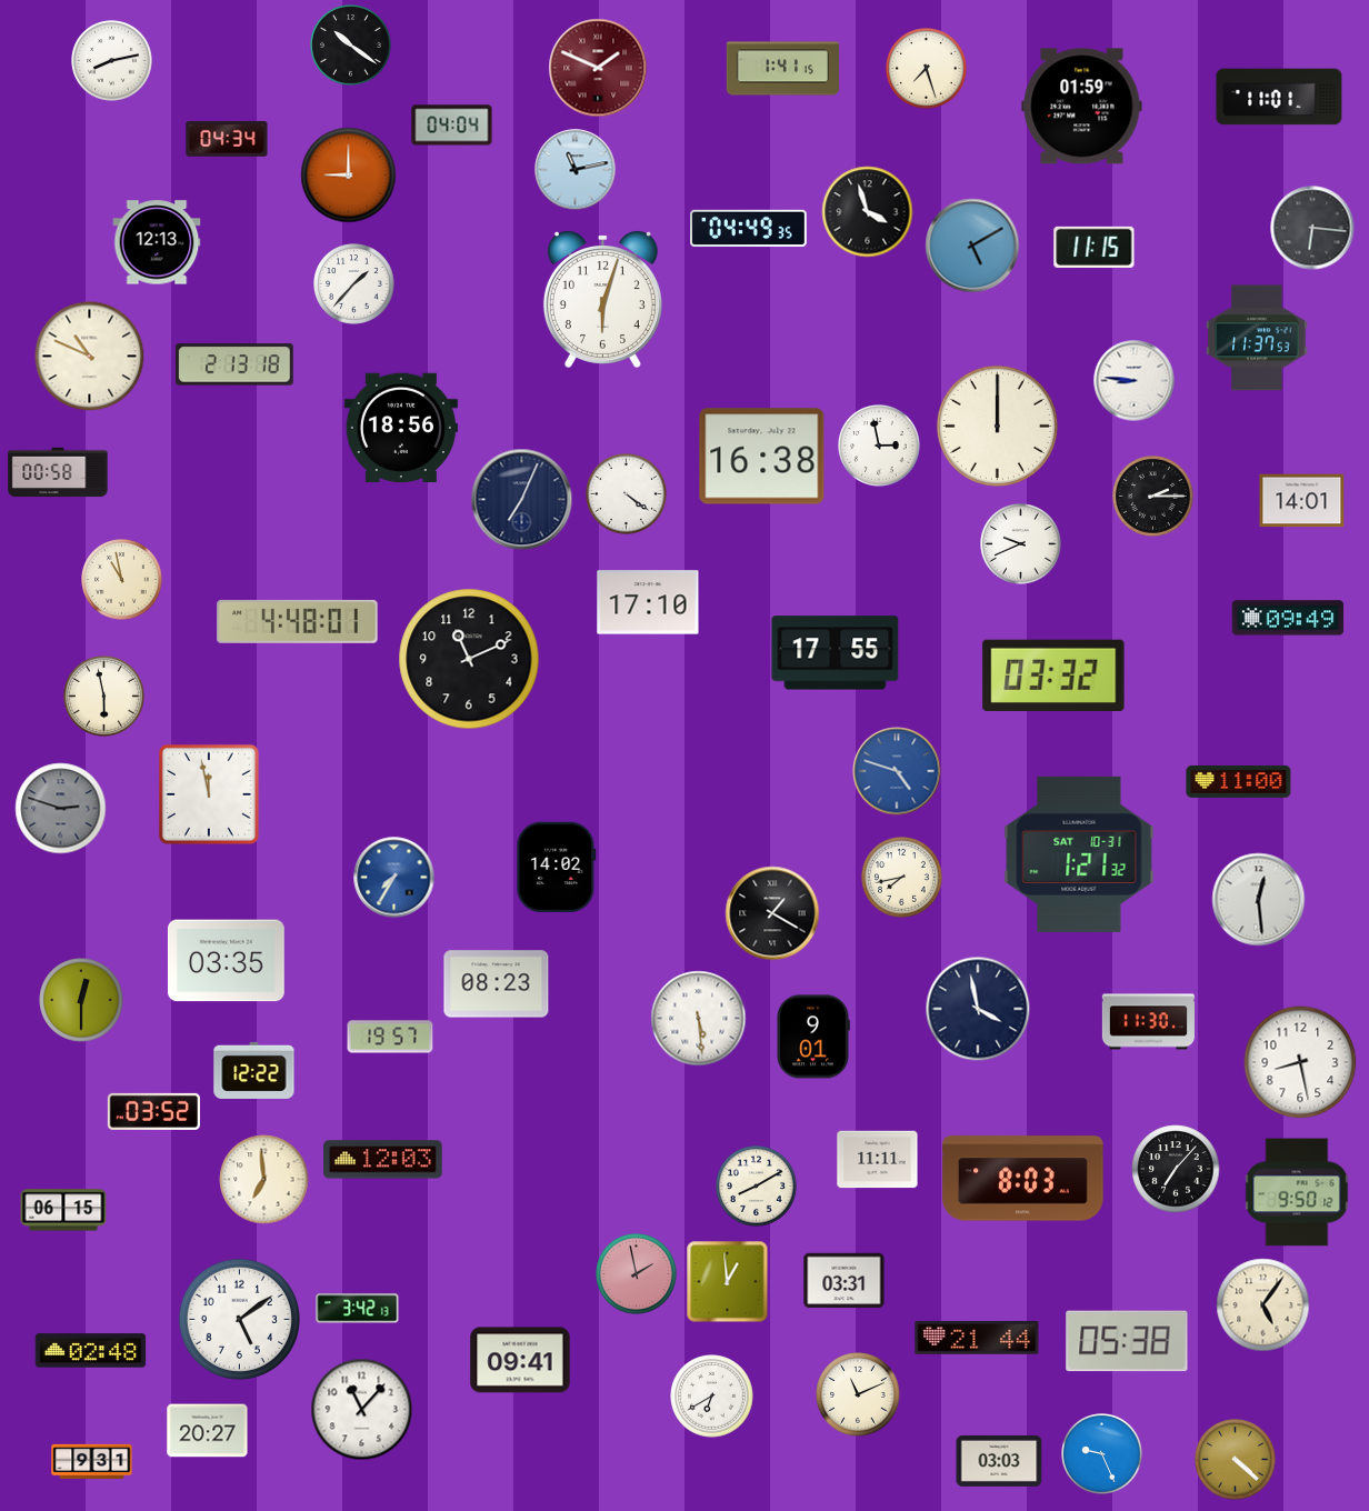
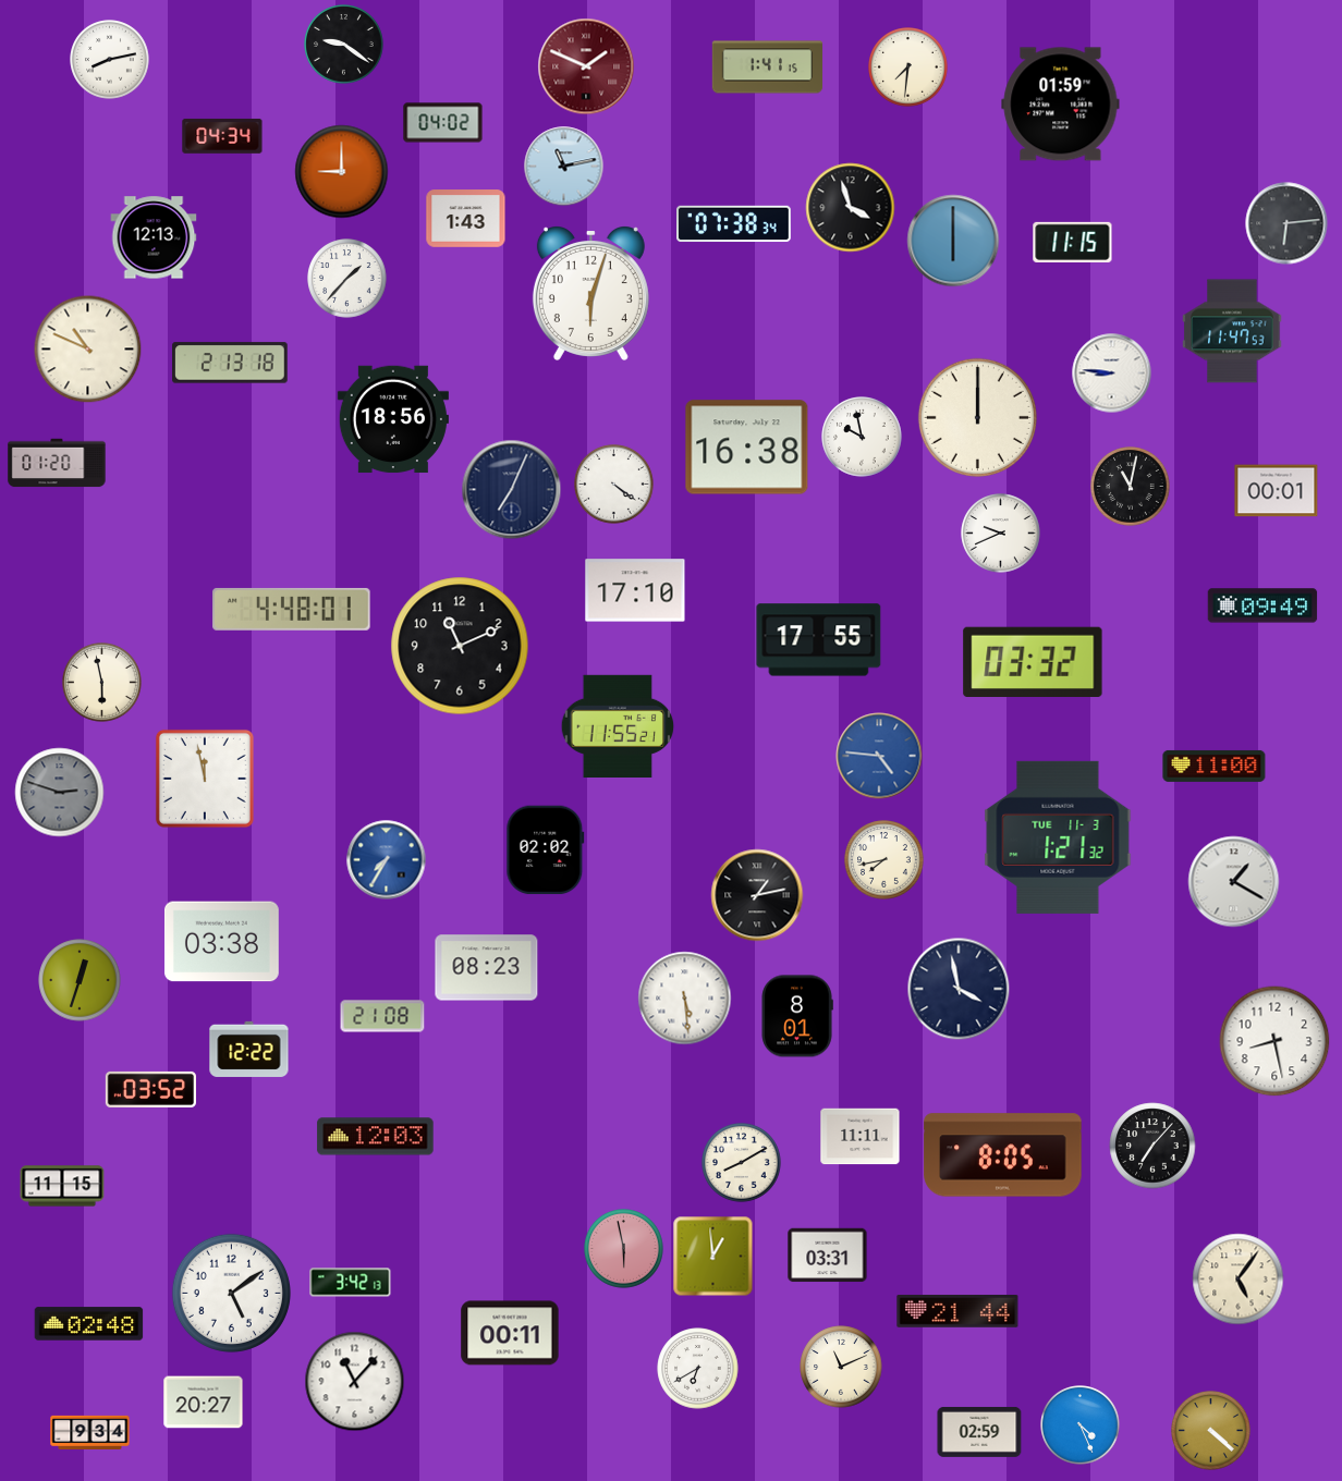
clock at (351, 46): 10:21 -> 9:21
clock at (927, 69): 7:27 -> 7:31
clock at (1279, 97): 11:01 -> none
clock at (452, 126): 04:04 -> 04:02
clock at (466, 219): none -> 1:43
clock at (1312, 228): 6:16 -> 6:14
clock at (749, 229): 04:49 -> 07:38
clock at (972, 246): 5:10 -> 6:00
clock at (1257, 338): 11:37 -> 11:47
clock at (234, 364) position: (234, 364) -> (230, 363)
clock at (879, 446): 2:58 -> 9:58
clock at (58, 472): 00:58 -> 01:20
clock at (1153, 497): 2:15 -> 11:02
clock at (1302, 501): 14:01 -> 00:01
clock at (122, 580): 10:58 -> none
clock at (618, 725): none -> 11:55
clock at (897, 771): 4:48 -> 4:46
clock at (1079, 854) date: SAT 10-31 -> TUE 11-3
clock at (557, 868): 14:02 -> 02:02
clock at (1259, 900): 12:29 -> 1:20
clock at (772, 913): 1:20 -> 1:13
clock at (226, 961): 03:35 -> 03:38
clock at (497, 984) position: (497, 984) -> (487, 968)
clock at (81, 1000): 12:30 -> 12:33
clock at (1148, 1022): 11:30 -> none
clock at (390, 1037): 19:57 -> 21:08
clock at (813, 1037): 9:01 -> 8:01
clock at (1023, 1179): 8:03 -> 8:05
clock at (264, 1180): 6:59 -> none
clock at (1297, 1192): 9:50 -> none
clock at (63, 1210): 06:15 -> 11:15
clock at (637, 1274): 1:58 -> 5:58
clock at (239, 1319) position: (239, 1319) -> (231, 1293)
clock at (1127, 1341): 05:38 -> none
clock at (520, 1360): 09:41 -> 00:11
clock at (1102, 1454): 9:26 -> 4:26
clock at (92, 1461): 9:31 -> 9:34
clock at (999, 1461): 03:03 -> 02:59
